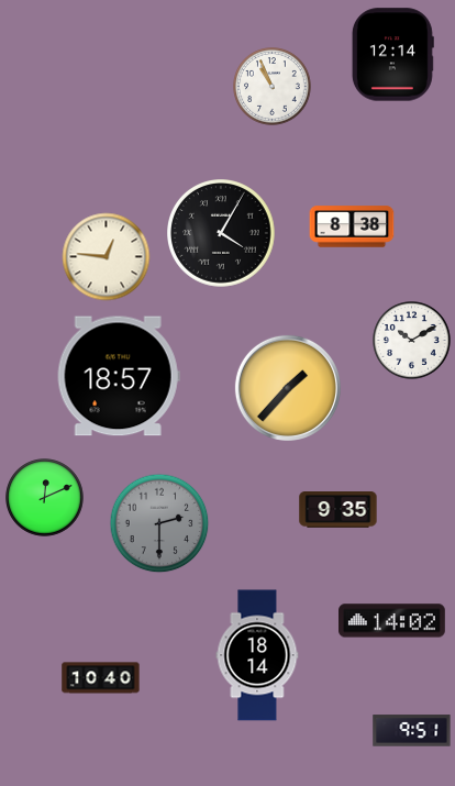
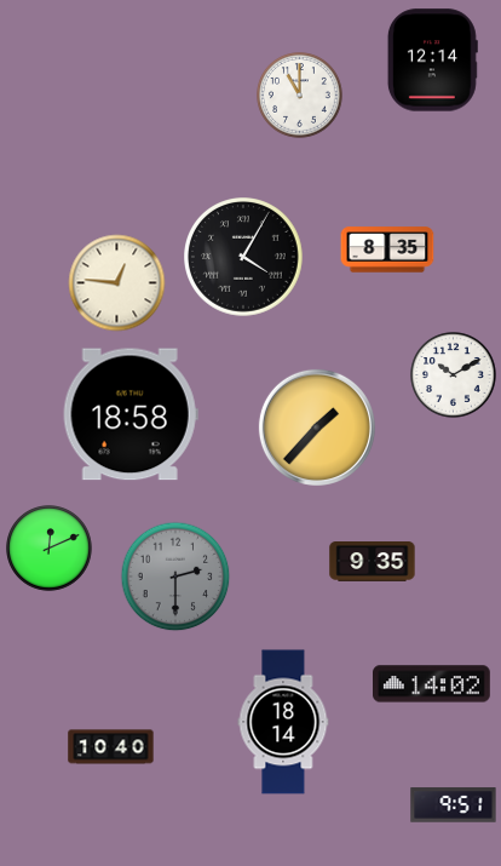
clock at (273, 87): 10:56 -> 11:00
clock at (352, 226): 8:38 -> 8:35
clock at (119, 376): 18:57 -> 18:58
